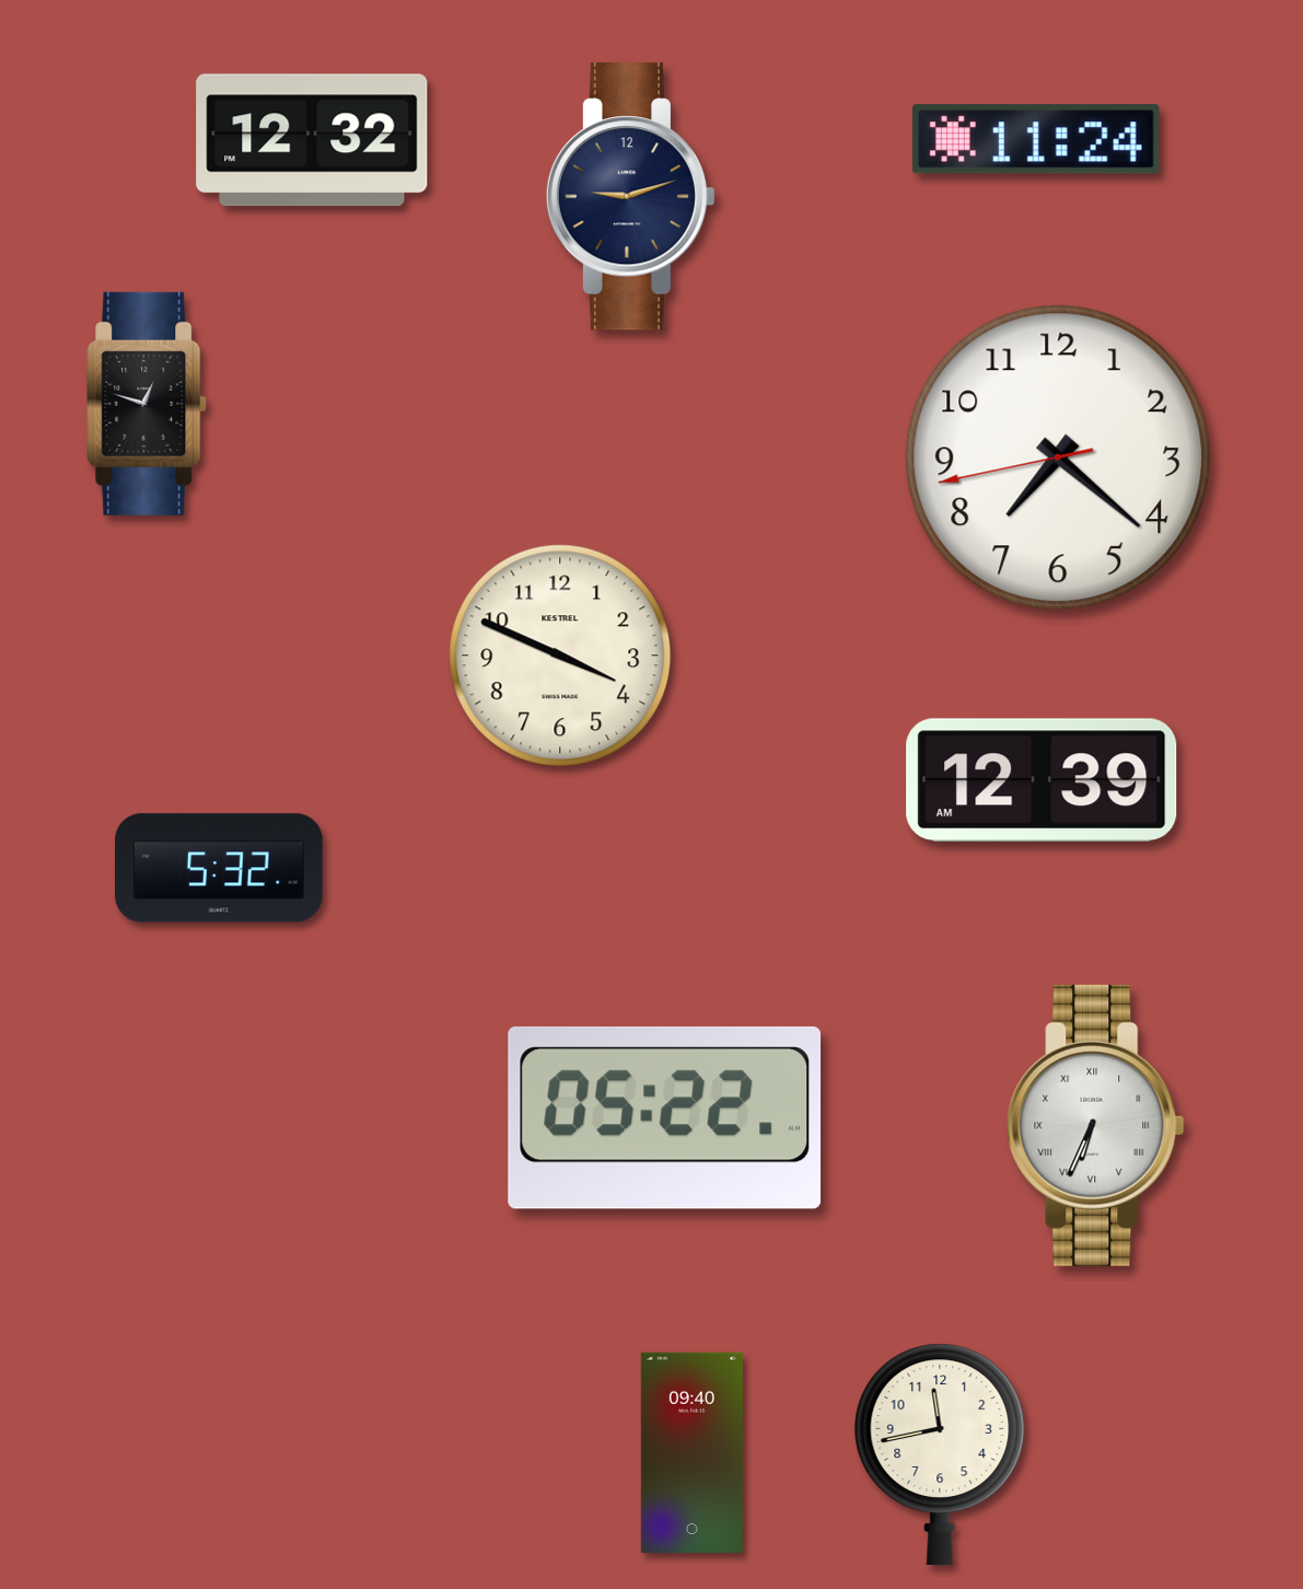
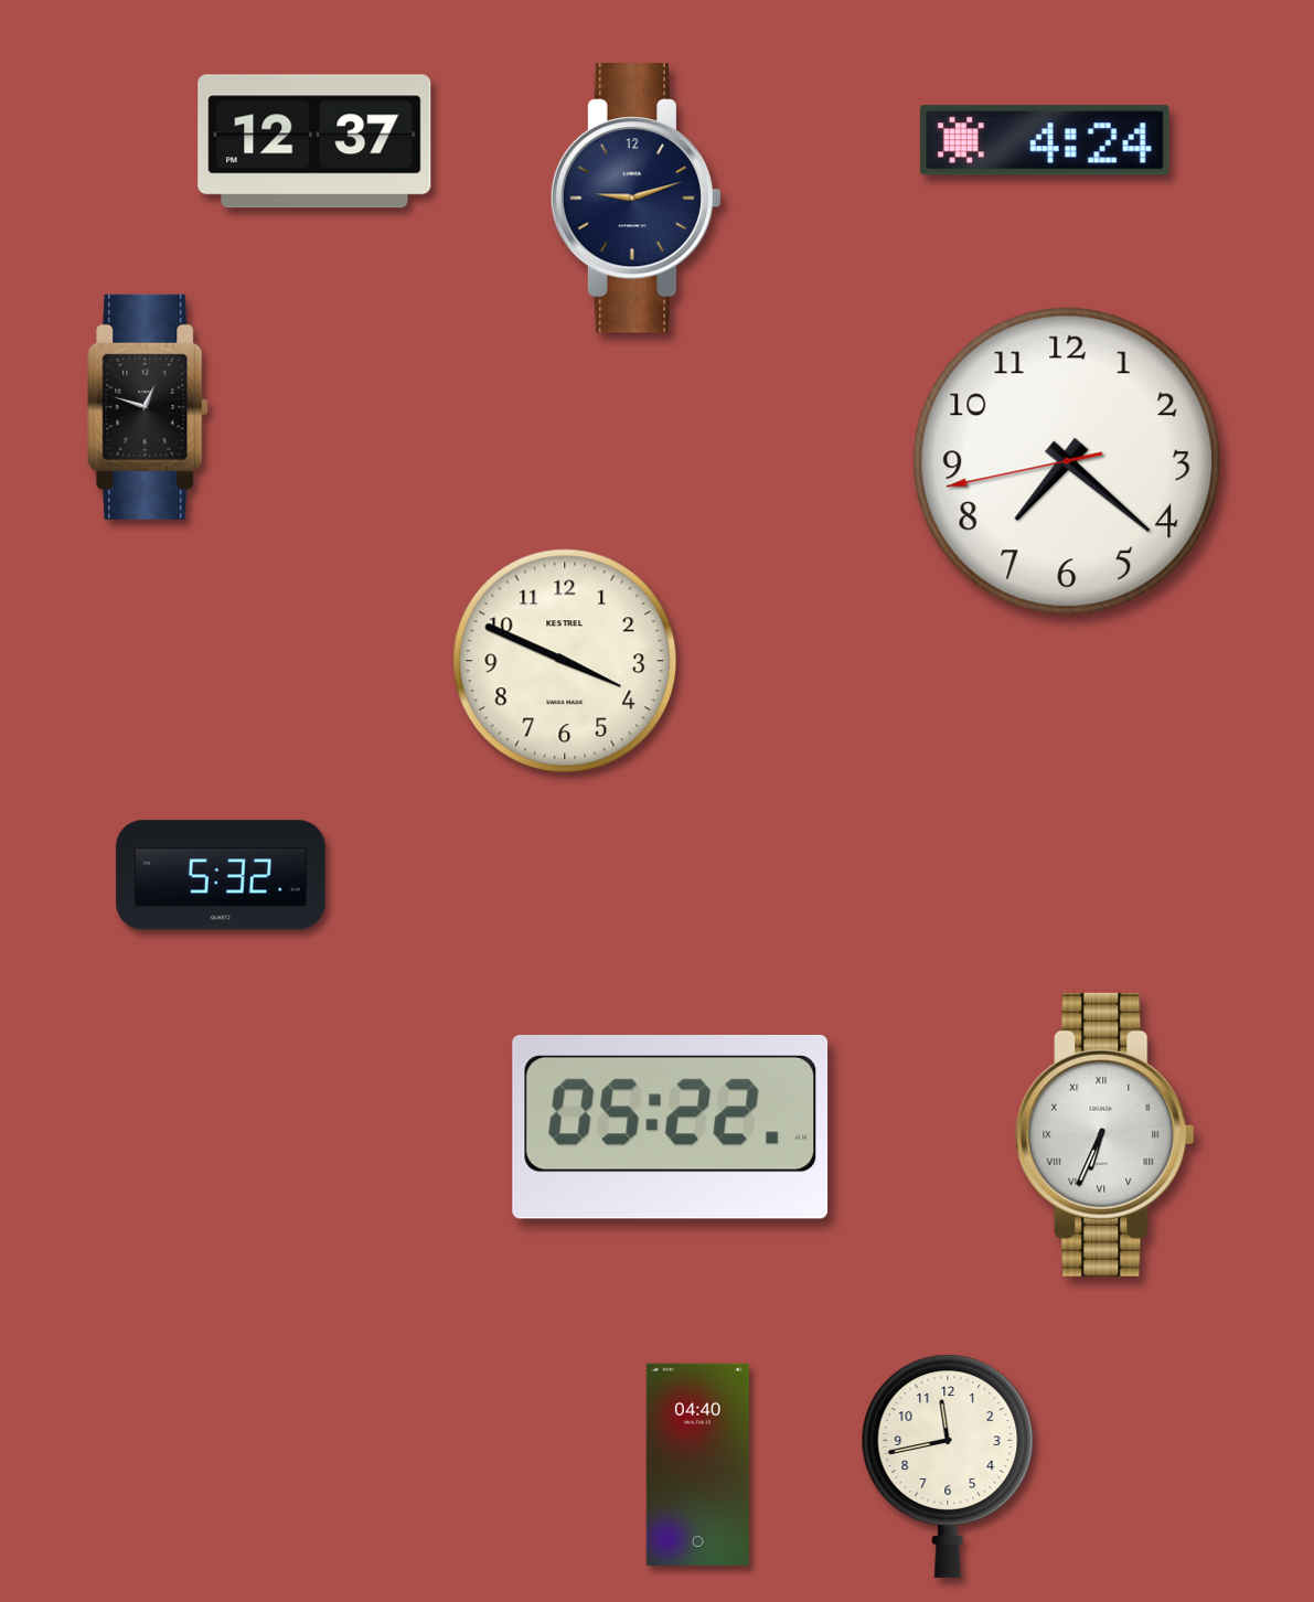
clock at (1037, 139): 11:24 -> 4:24
clock at (312, 140): 12:32 -> 12:37
clock at (1042, 780): 12:39 -> none
clock at (691, 1452): 09:40 -> 04:40
